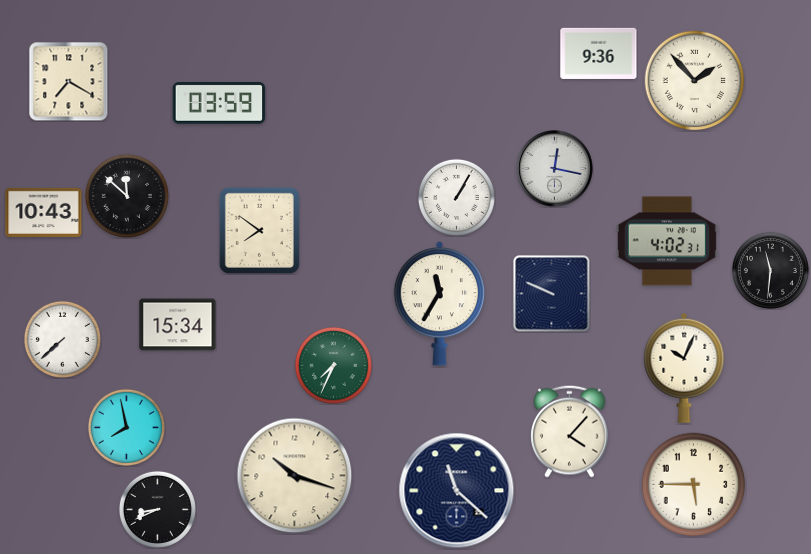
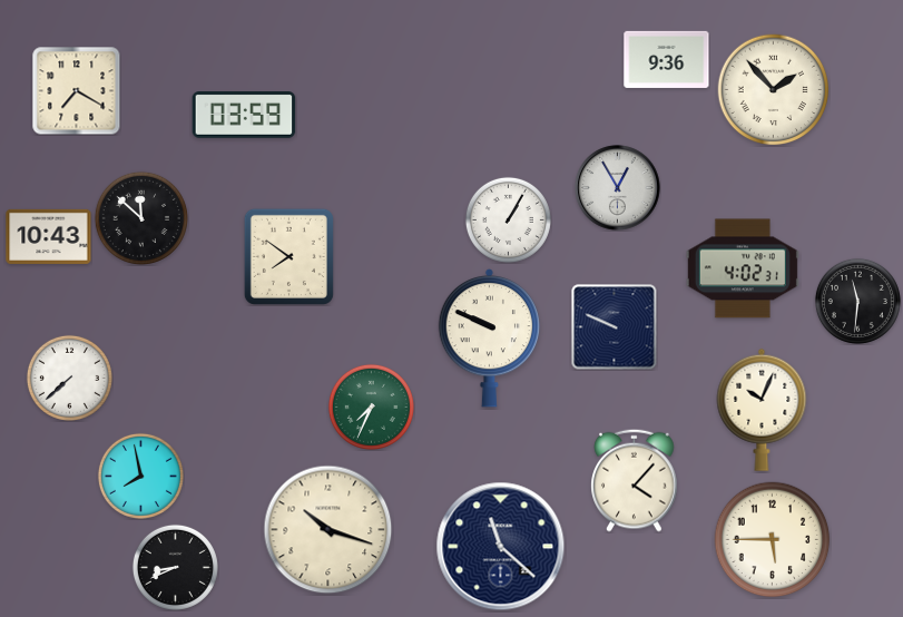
clock at (555, 169): 12:17 -> 12:55
clock at (440, 303): 11:35 -> 9:49
clock at (178, 325): 15:34 -> none
clock at (457, 491) position: (457, 491) -> (501, 547)
